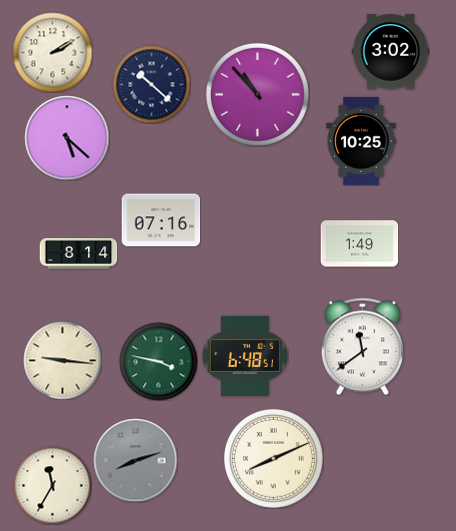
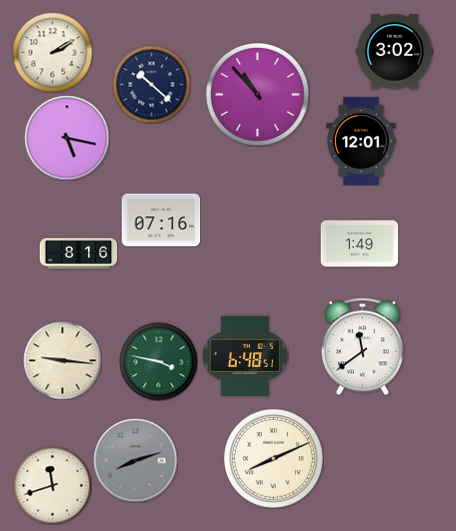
clock at (390, 52) position: (390, 52) -> (394, 52)
clock at (67, 138): 5:22 -> 5:17
clock at (361, 141): 10:25 -> 12:01
clock at (78, 254): 8:14 -> 8:16
clock at (52, 485): 11:35 -> 11:42
